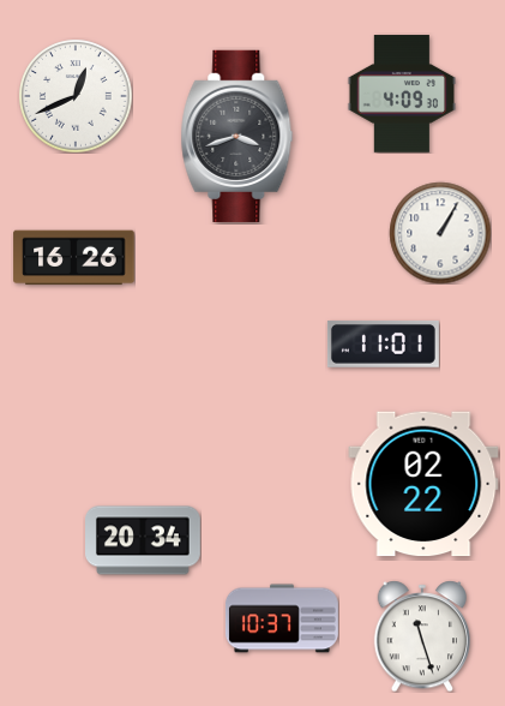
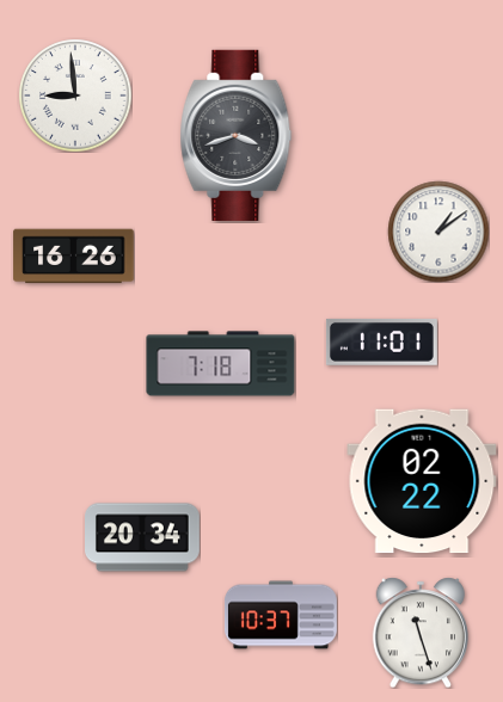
clock at (401, 94): 4:09 -> none
clock at (76, 96): 12:41 -> 8:59
clock at (440, 233): 1:05 -> 1:09
clock at (221, 364): none -> 7:18
